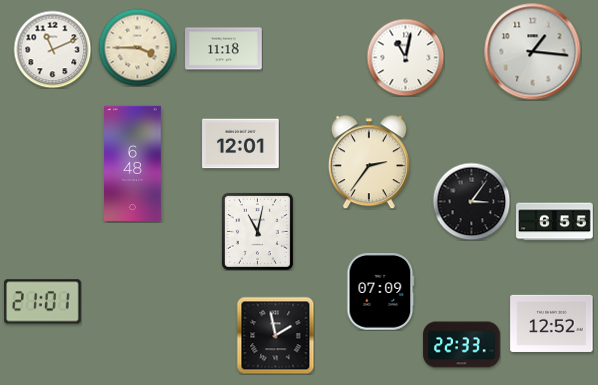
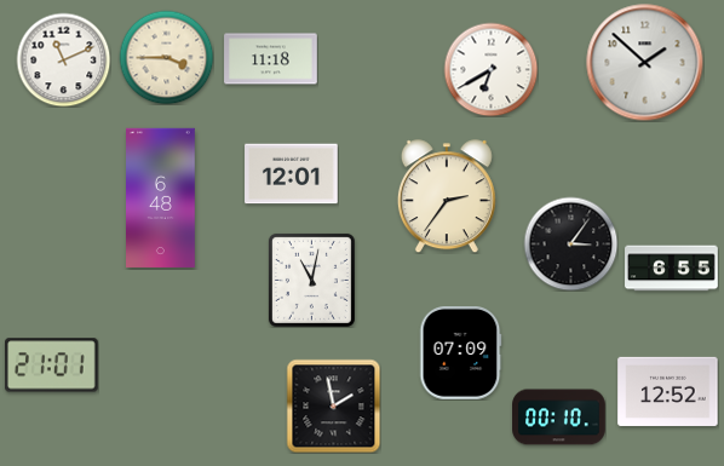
clock at (533, 52): 1:16 -> 1:52
clock at (405, 57): 11:02 -> 6:40
clock at (462, 345): 22:33 -> 00:10
